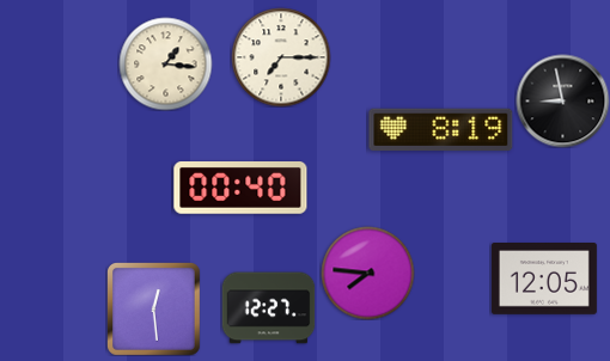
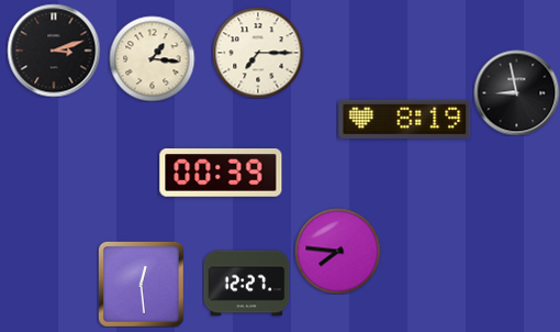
clock at (54, 51): none -> 3:12
clock at (240, 189): 00:40 -> 00:39
clock at (544, 280): 12:05 -> none
